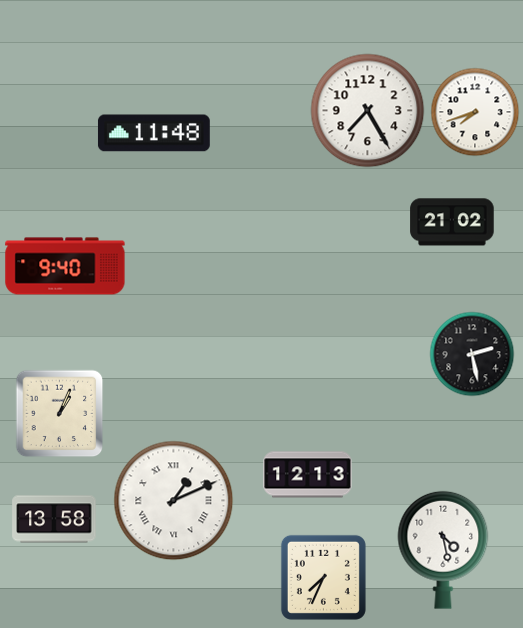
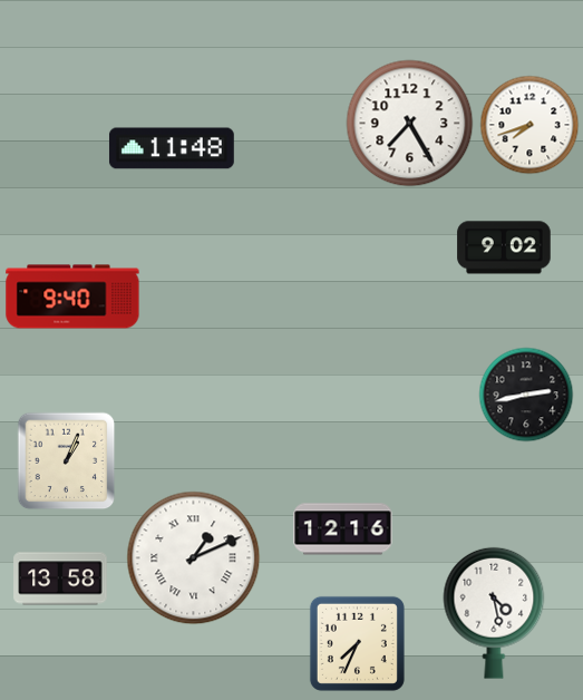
clock at (452, 222): 21:02 -> 9:02
clock at (472, 354): 2:28 -> 2:43
clock at (308, 475): 12:13 -> 12:16
clock at (323, 577) position: (323, 577) -> (357, 643)
